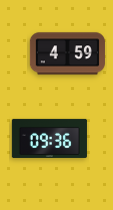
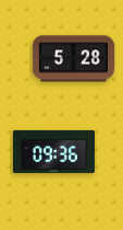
clock at (67, 54): 4:59 -> 5:28
